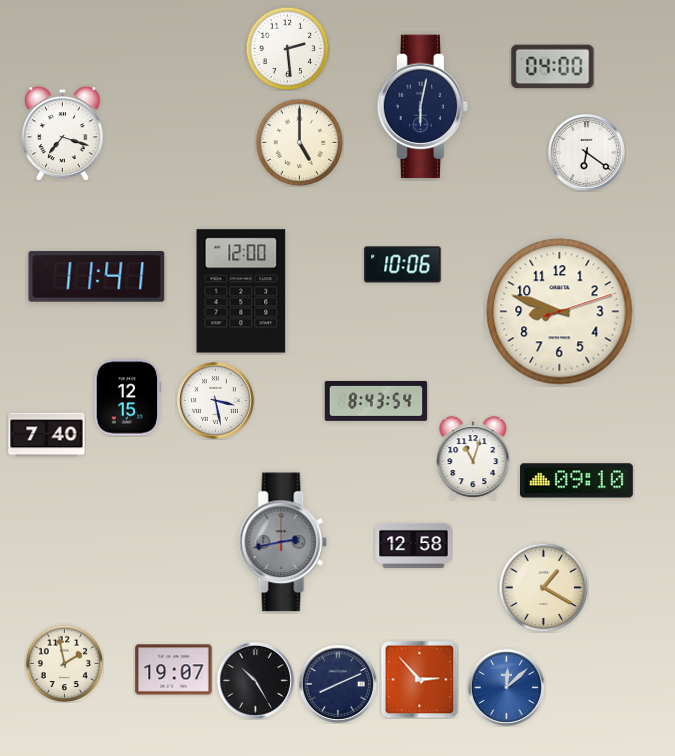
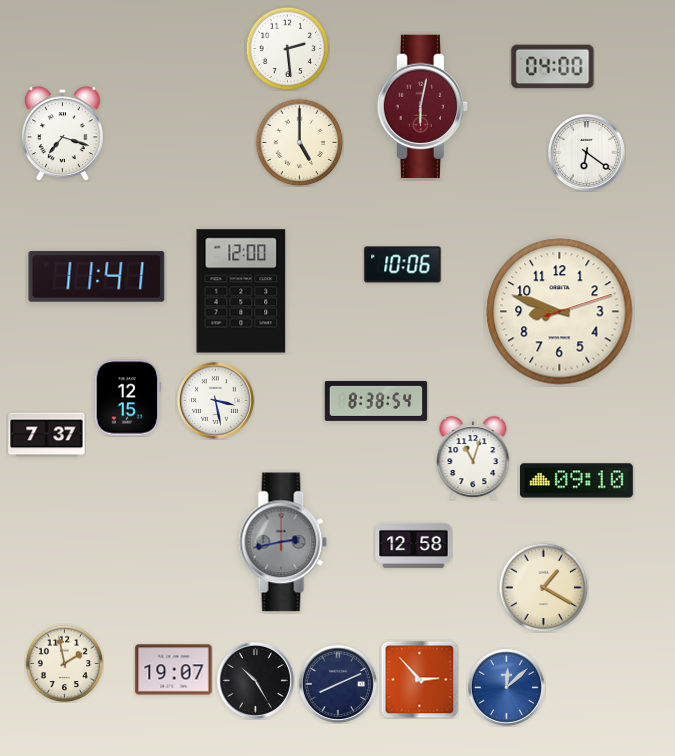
clock at (423, 107) dial: navy -> burgundy
clock at (376, 401): 8:43 -> 8:38
clock at (47, 435): 7:40 -> 7:37
